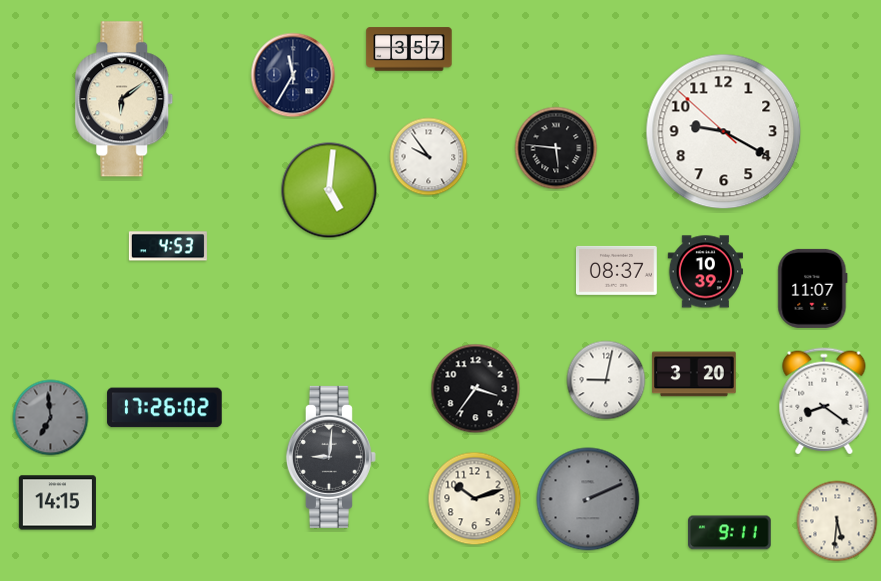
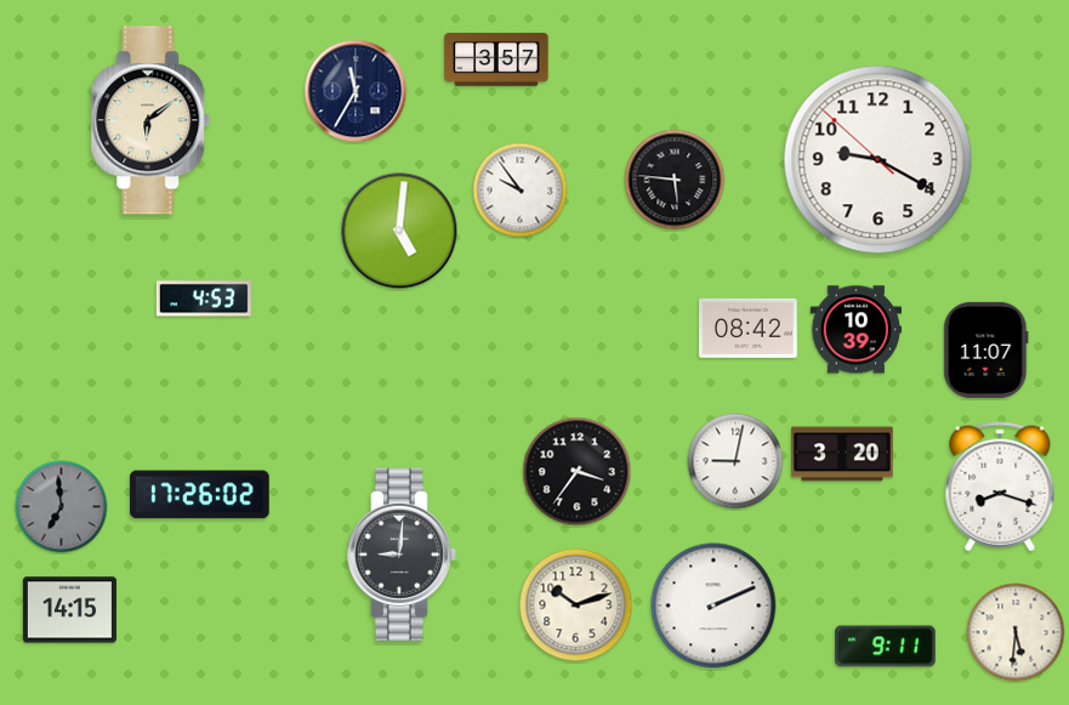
clock at (616, 270): 08:37 -> 08:42
clock at (824, 401): 8:21 -> 8:18
clock at (588, 499) dial: grey -> white
